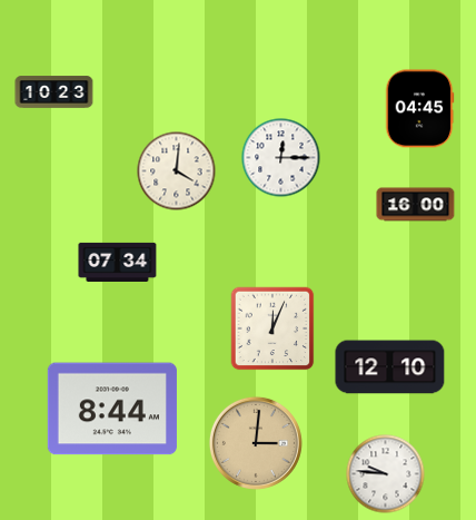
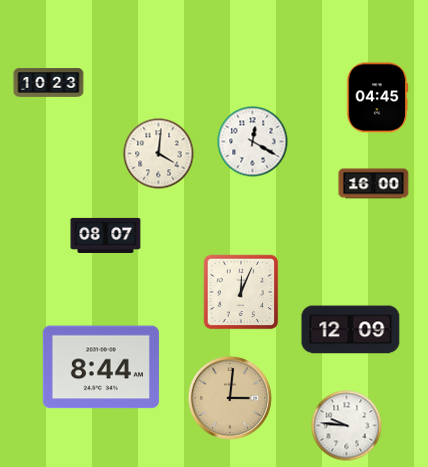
clock at (281, 158): 12:15 -> 12:20
clock at (118, 262): 07:34 -> 08:07
clock at (272, 328) position: (272, 328) -> (241, 292)
clock at (390, 367): 12:10 -> 12:09
